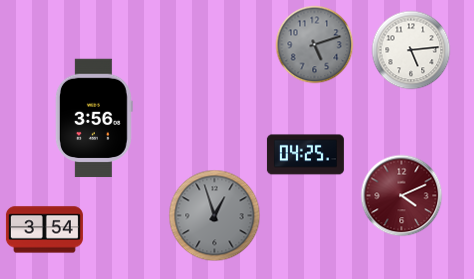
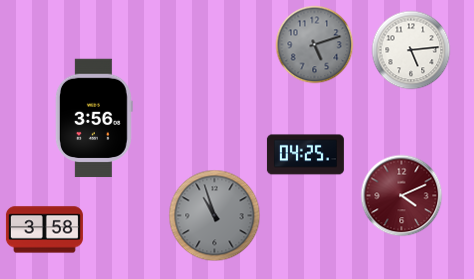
clock at (214, 215): 12:57 -> 10:57
clock at (44, 230): 3:54 -> 3:58
